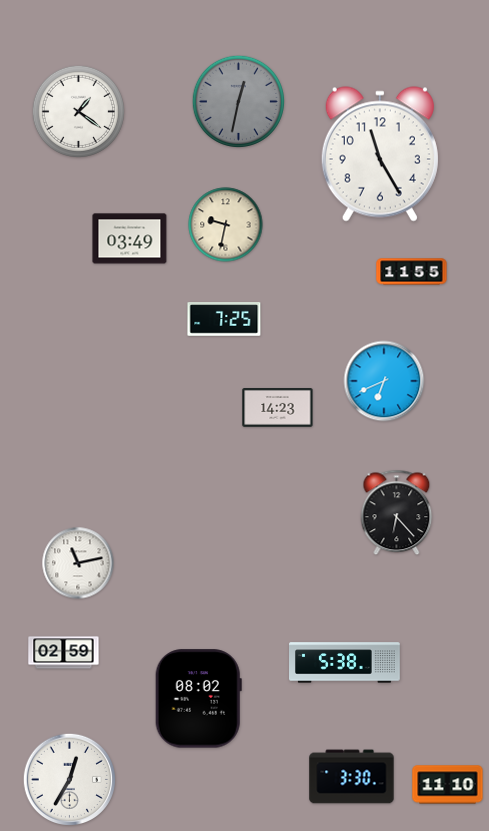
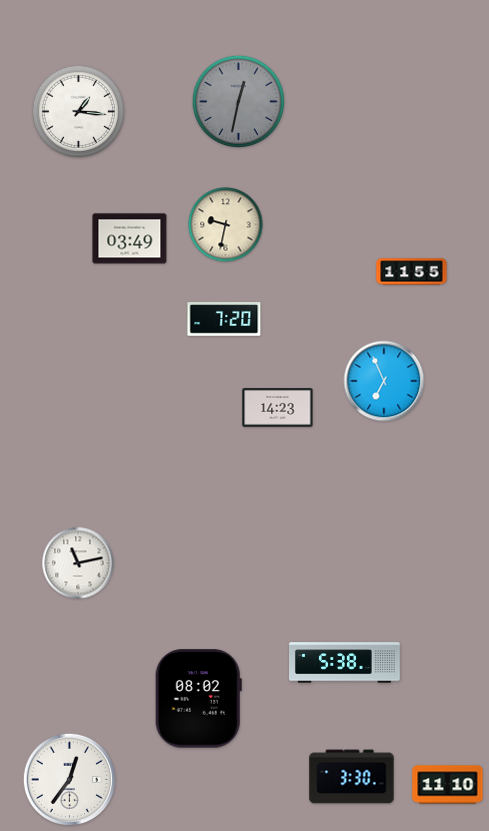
clock at (78, 111): 1:21 -> 1:16
clock at (380, 154): 11:25 -> none
clock at (224, 319): 7:25 -> 7:20
clock at (384, 381): 6:41 -> 6:56
clock at (397, 513): 6:23 -> none
clock at (64, 653): 02:59 -> none
clock at (69, 779): 12:35 -> 12:36
